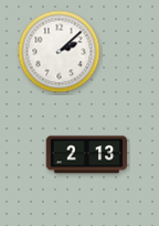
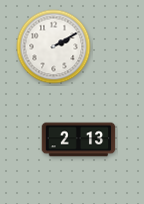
clock at (60, 52): 2:08 -> 2:10
